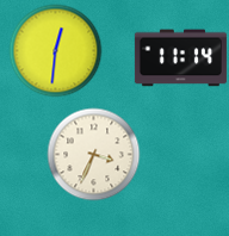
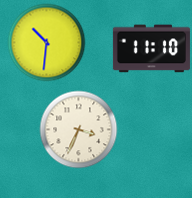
clock at (55, 50): 12:31 -> 10:31
clock at (180, 58): 11:14 -> 11:10
